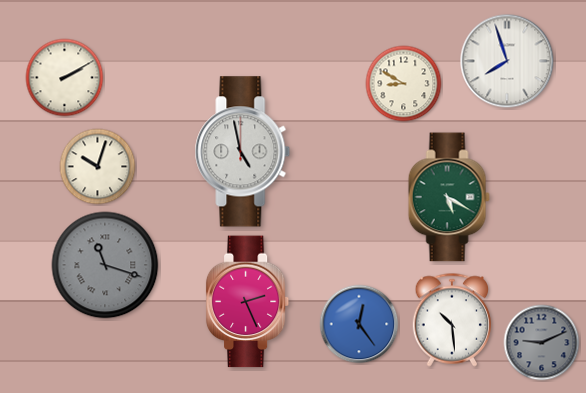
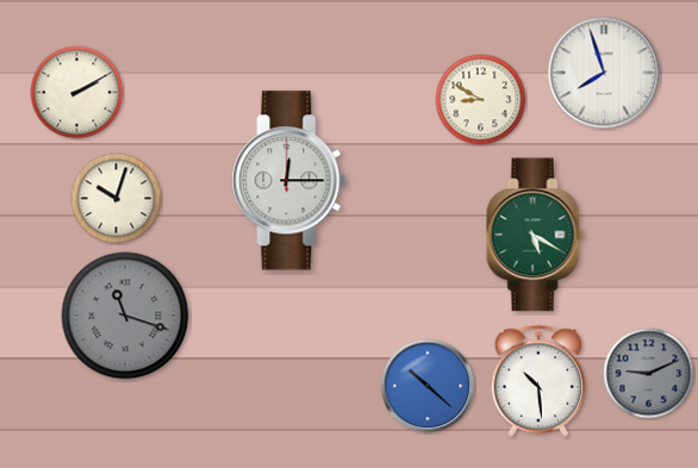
clock at (243, 152): 4:58 -> 12:15
clock at (248, 302): 2:26 -> none
clock at (359, 324): 12:24 -> 10:22
clock at (542, 343) position: (542, 343) -> (649, 374)
